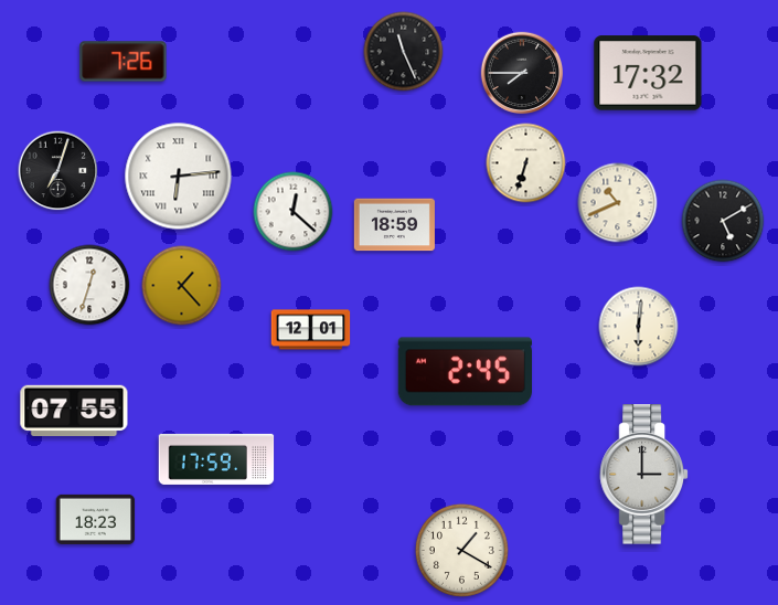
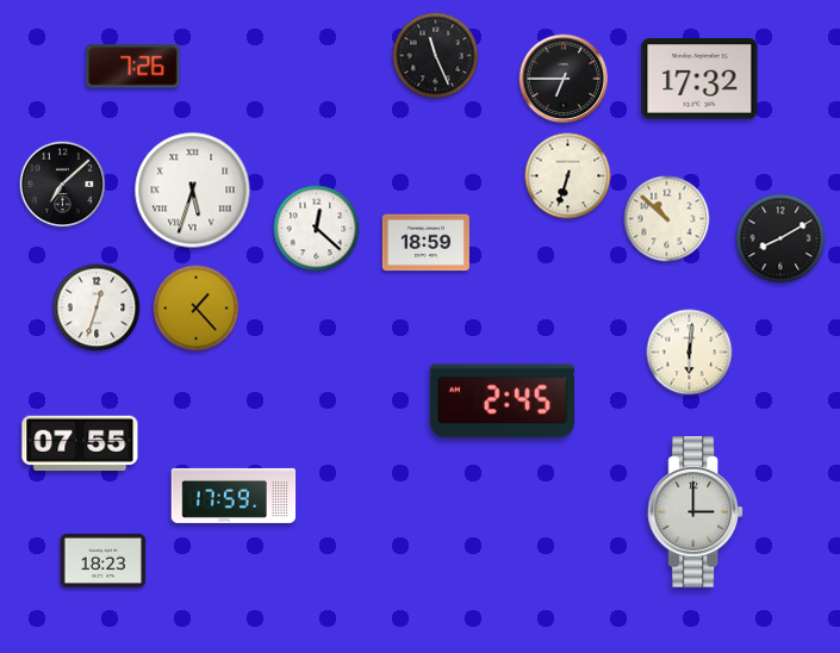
clock at (522, 73): 7:45 -> 6:45
clock at (58, 171): 7:03 -> 7:08
clock at (179, 177): 6:14 -> 5:33
clock at (618, 203): 10:41 -> 10:52
clock at (723, 221): 5:10 -> 8:10
clock at (311, 330): 12:01 -> none
clock at (461, 550): 1:20 -> none
